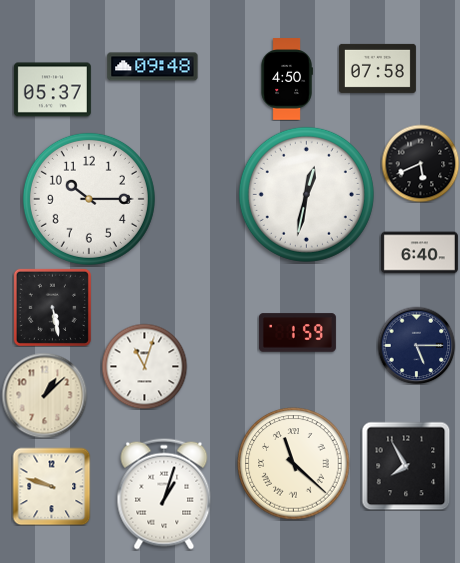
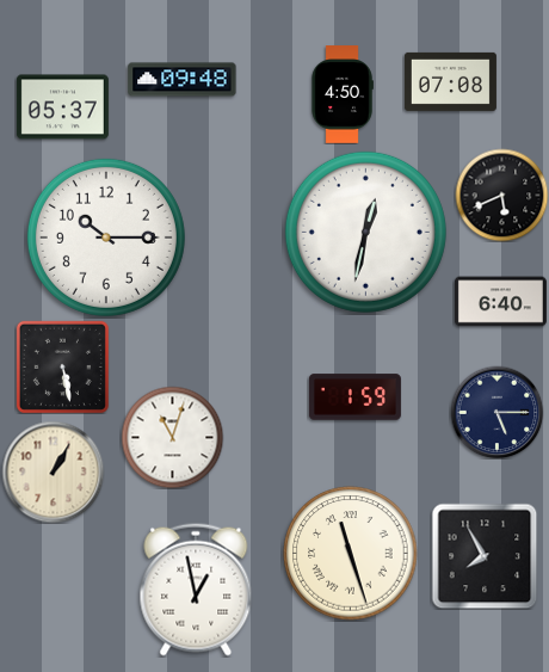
clock at (377, 68): 07:58 -> 07:08
clock at (44, 395): 1:08 -> 1:05
clock at (294, 464): 11:22 -> 11:27
clock at (51, 486): 9:48 -> none
clock at (164, 494): 1:03 -> 12:58
